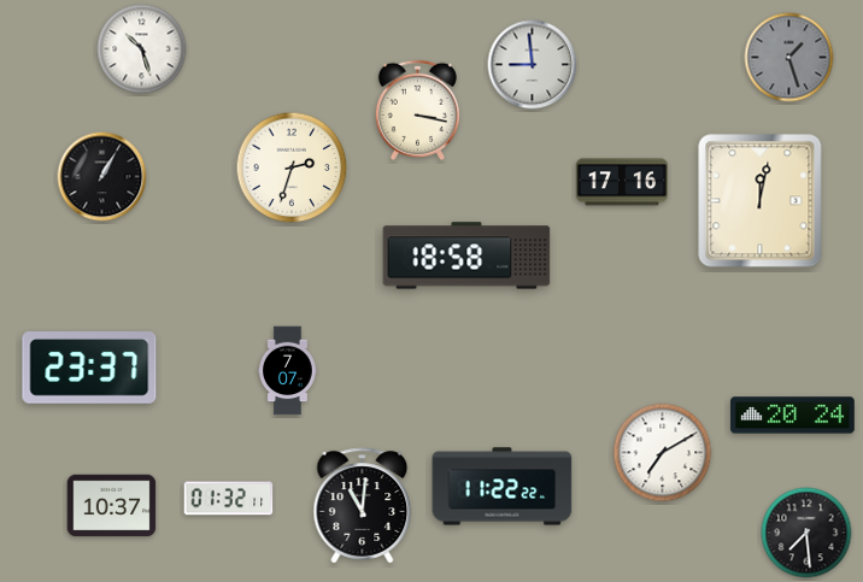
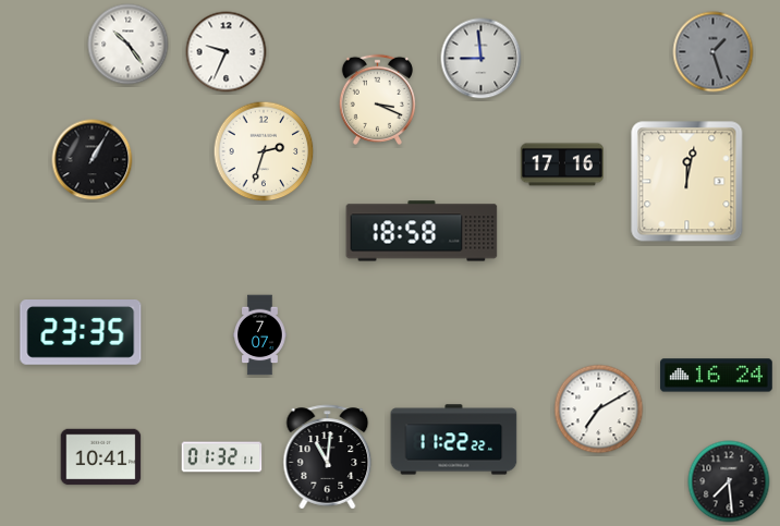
clock at (142, 49): 10:27 -> 10:24
clock at (227, 52): none -> 9:34
clock at (417, 110): 3:17 -> 3:19
clock at (89, 369): 23:37 -> 23:35
clock at (793, 416): 20:24 -> 16:24
clock at (229, 499) position: (229, 499) -> (222, 457)
clock at (112, 506): 10:37 -> 10:41
